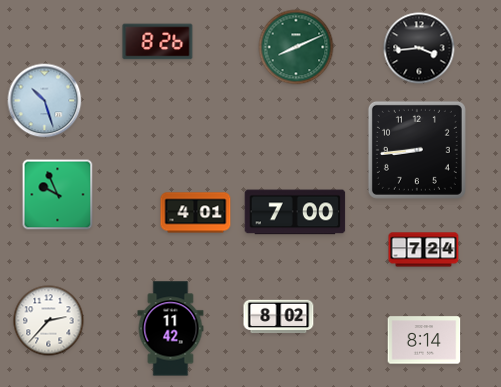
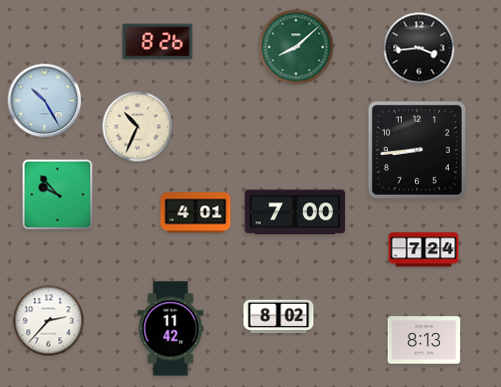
clock at (296, 47): 8:11 -> 8:08
clock at (45, 101): 10:27 -> 10:25
clock at (138, 127): none -> 10:34
clock at (58, 195): 9:56 -> 9:53
clock at (424, 340): 8:14 -> 8:13
